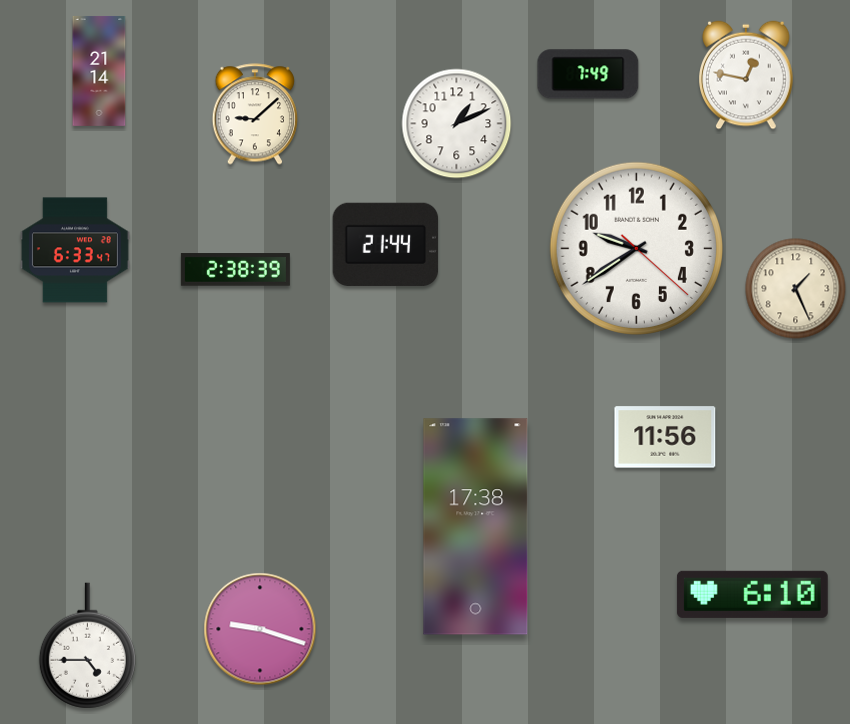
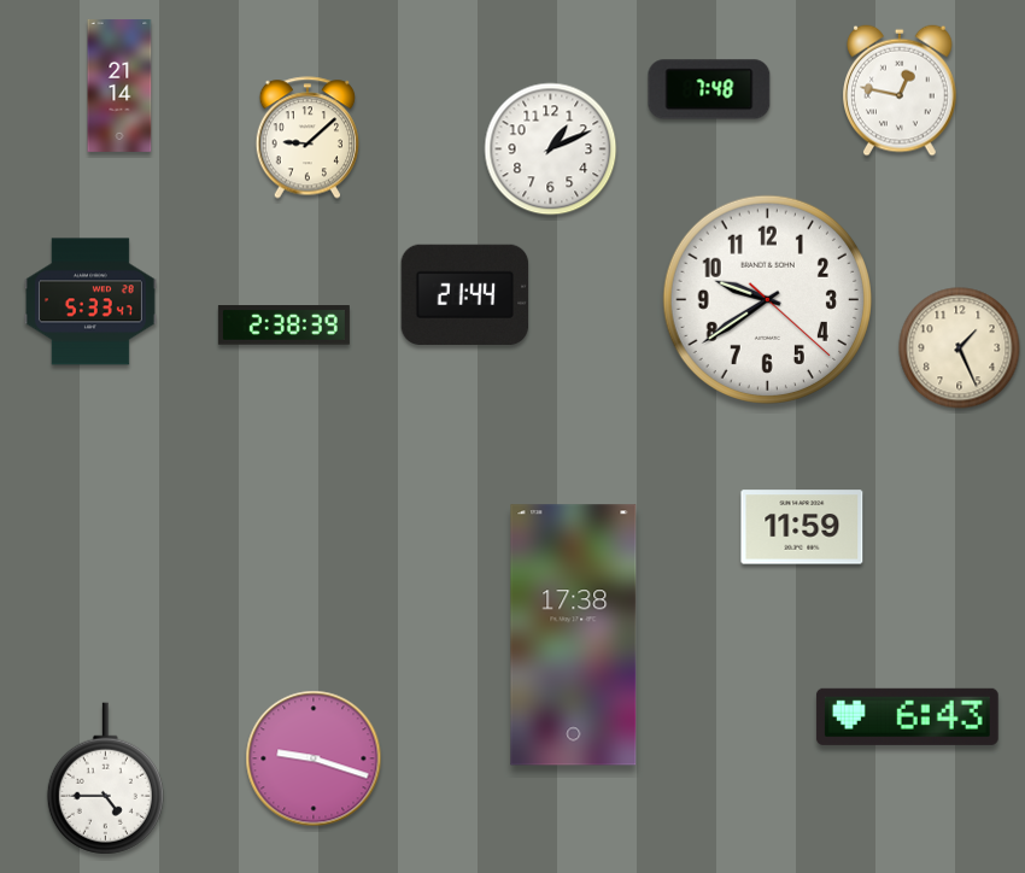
clock at (588, 74): 7:49 -> 7:48
clock at (75, 250): 6:33 -> 5:33
clock at (665, 437): 11:56 -> 11:59
clock at (752, 594): 6:10 -> 6:43
